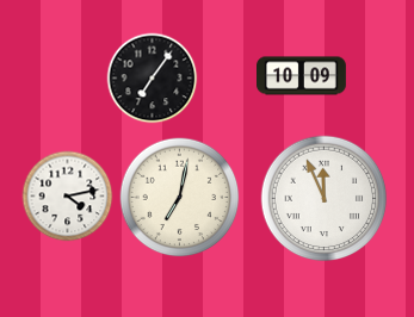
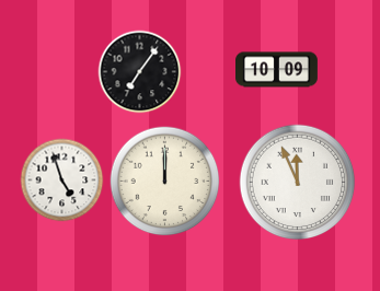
clock at (68, 197): 4:13 -> 4:57
clock at (180, 198): 7:02 -> 12:00
